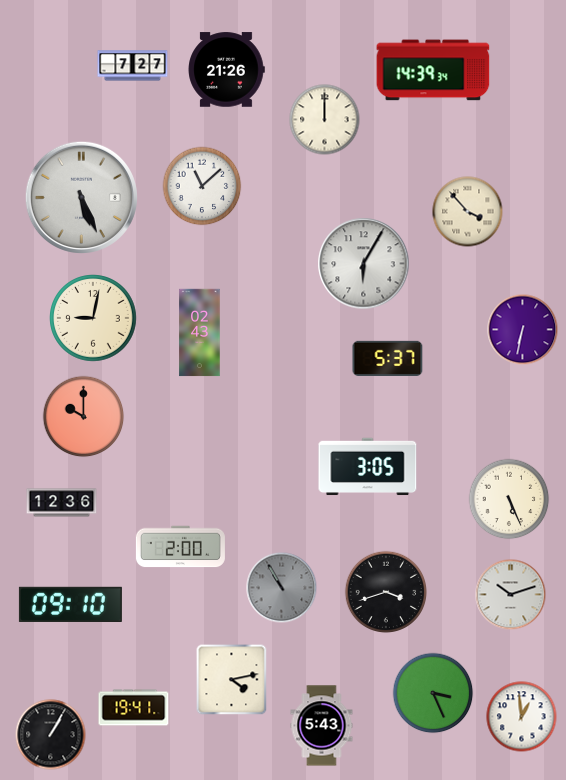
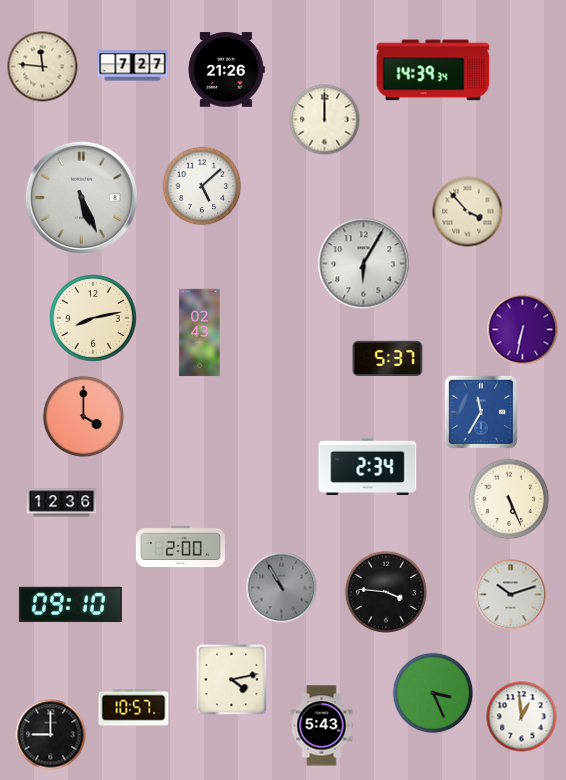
clock at (43, 67): none -> 11:46
clock at (202, 186): 11:08 -> 5:08
clock at (93, 318): 9:02 -> 8:13
clock at (481, 412): none -> 11:35
clock at (84, 417): 10:00 -> 4:00
clock at (368, 467): 3:05 -> 2:34
clock at (386, 592): 3:42 -> 3:46
clock at (134, 708): 19:41 -> 10:57
clock at (51, 735): 1:05 -> 9:00
